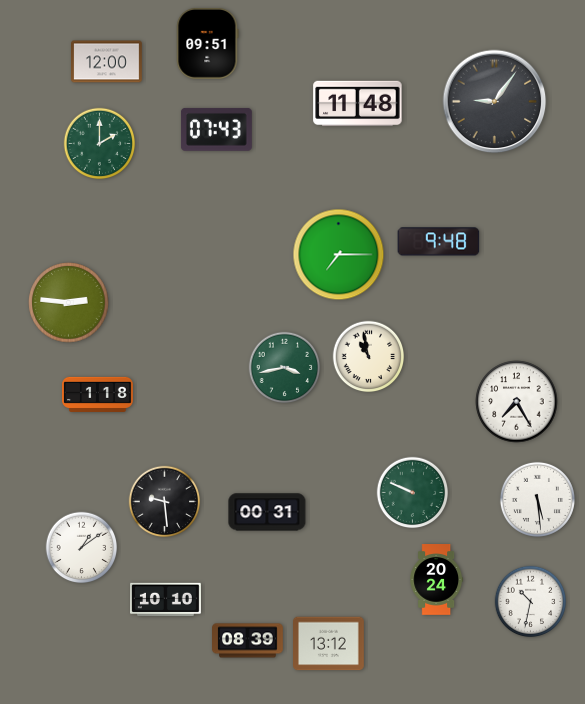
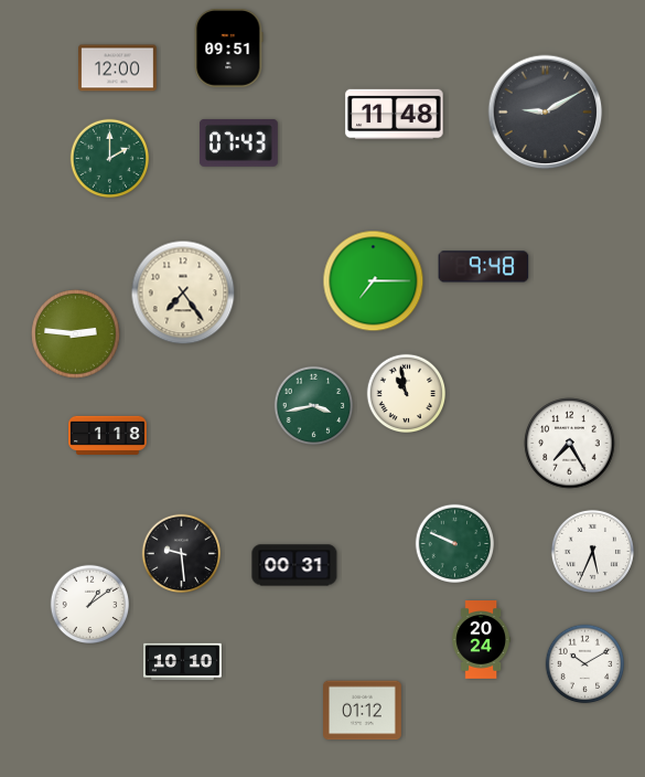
clock at (495, 102): 9:06 -> 9:10
clock at (183, 292): none -> 7:24
clock at (537, 499): 5:29 -> 5:34
clock at (531, 602): 10:32 -> 10:10
clock at (248, 641): 08:39 -> none
clock at (329, 644): 13:12 -> 01:12
